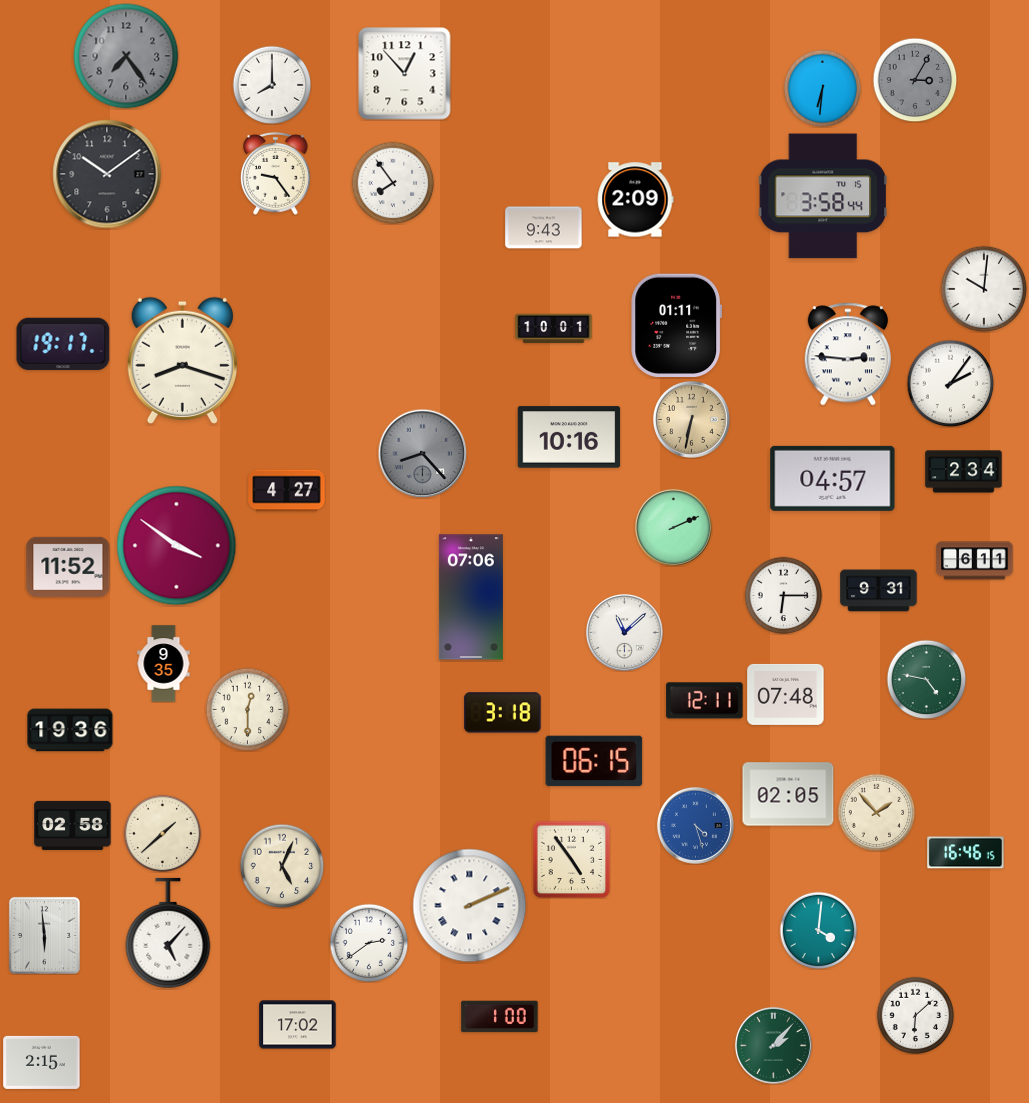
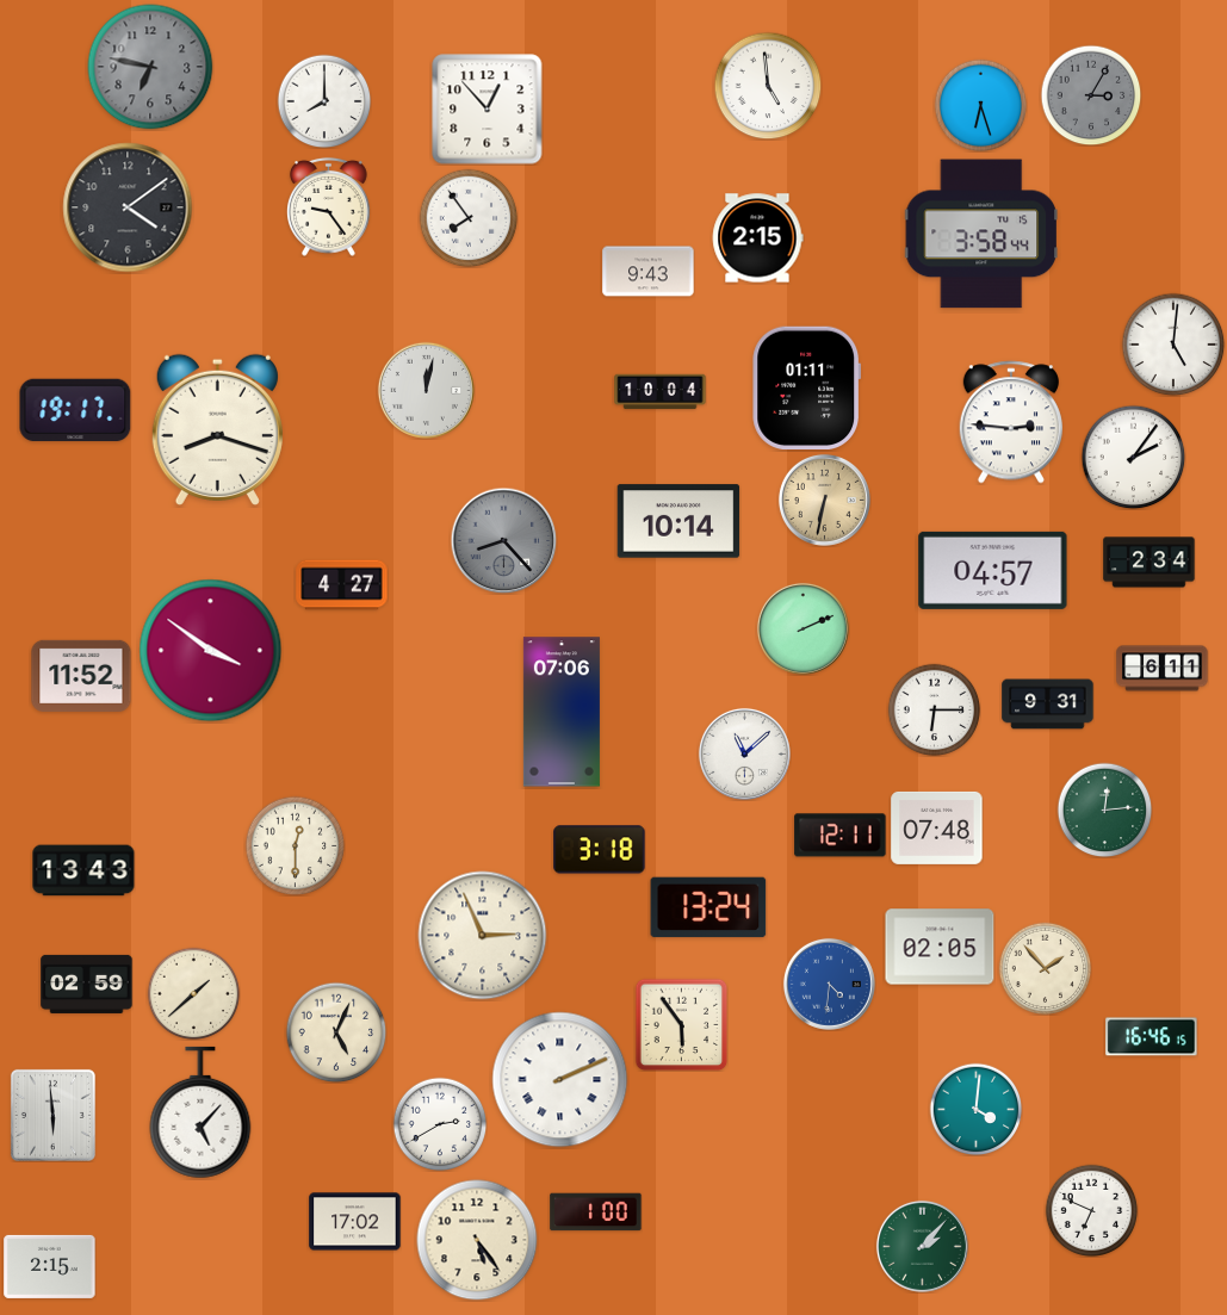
clock at (126, 56): 7:24 -> 6:47
clock at (768, 86): none -> 4:59
clock at (405, 74) position: (405, 74) -> (488, 110)
clock at (822, 88): 6:31 -> 6:27
clock at (107, 174): 10:09 -> 4:09
clock at (635, 200): 2:09 -> 2:15
clock at (984, 289): 10:01 -> 5:01
clock at (426, 390): none -> 12:02
clock at (554, 329): 10:01 -> 10:04
clock at (569, 437): 10:16 -> 10:14
clock at (164, 664): 9:35 -> none
clock at (926, 679): 4:47 -> 12:14
clock at (70, 730): 19:36 -> 13:43
clock at (594, 761): 06:15 -> 13:24
clock at (483, 936): none -> 2:56
clock at (73, 825): 02:58 -> 02:59
clock at (695, 825): 4:27 -> 4:31
clock at (966, 853) position: (966, 853) -> (1152, 1037)
clock at (571, 859): 4:54 -> 5:54
clock at (369, 943): 2:39 -> 2:40
clock at (915, 1015): 6:08 -> 6:49
clock at (477, 1240): none -> 5:24
